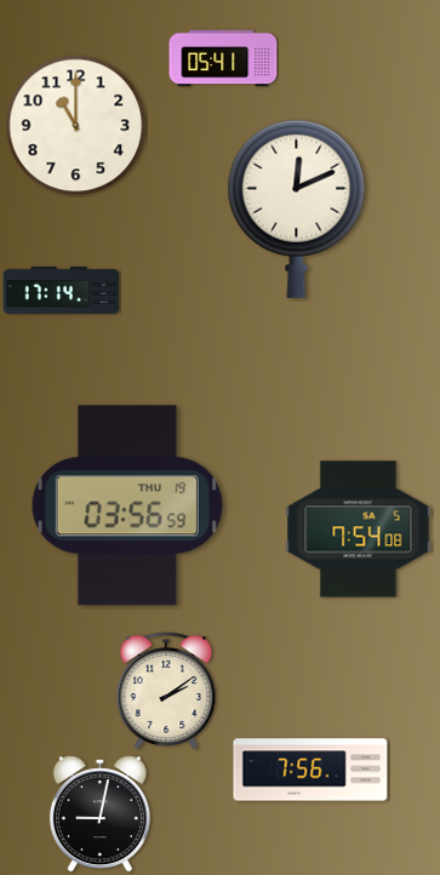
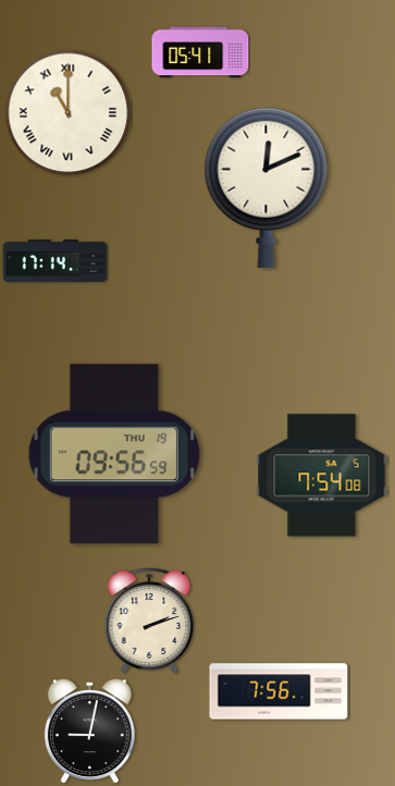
clock at (76, 126) numerals: Arabic -> Roman
clock at (127, 505): 03:56 -> 09:56
clock at (166, 691): 2:09 -> 2:12
